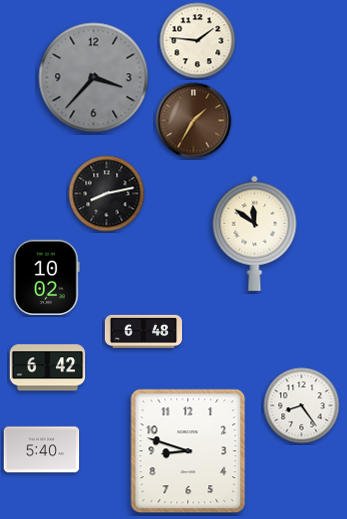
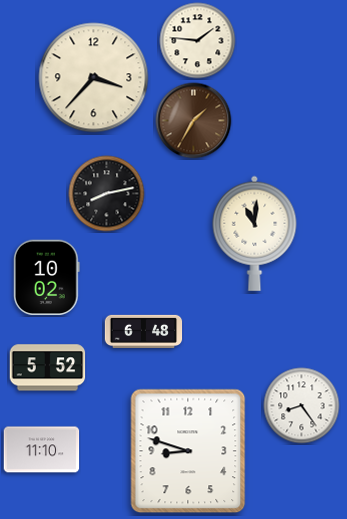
clock at (94, 78) dial: grey -> cream
clock at (255, 233): 11:51 -> 11:01
clock at (48, 368): 6:42 -> 5:52
clock at (42, 450): 5:40 -> 11:10
